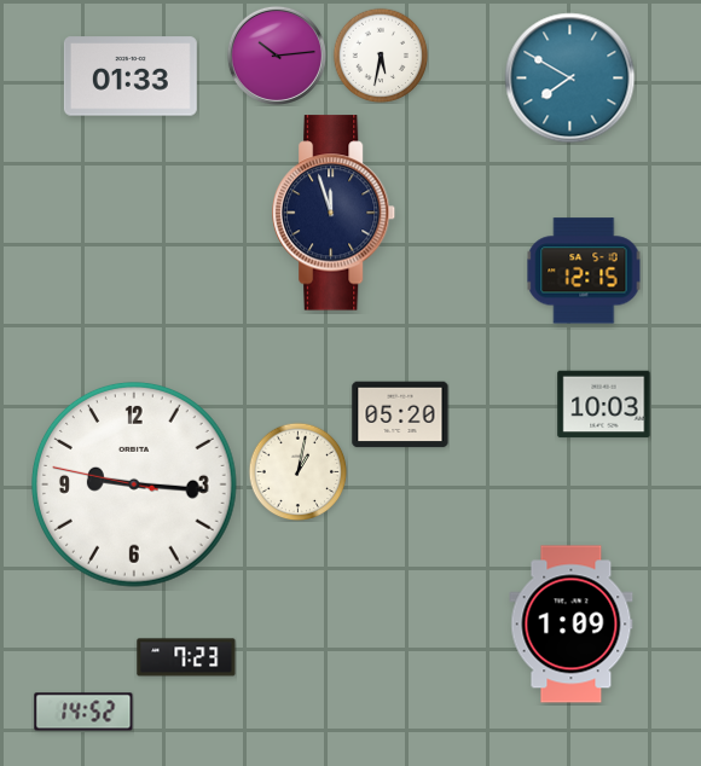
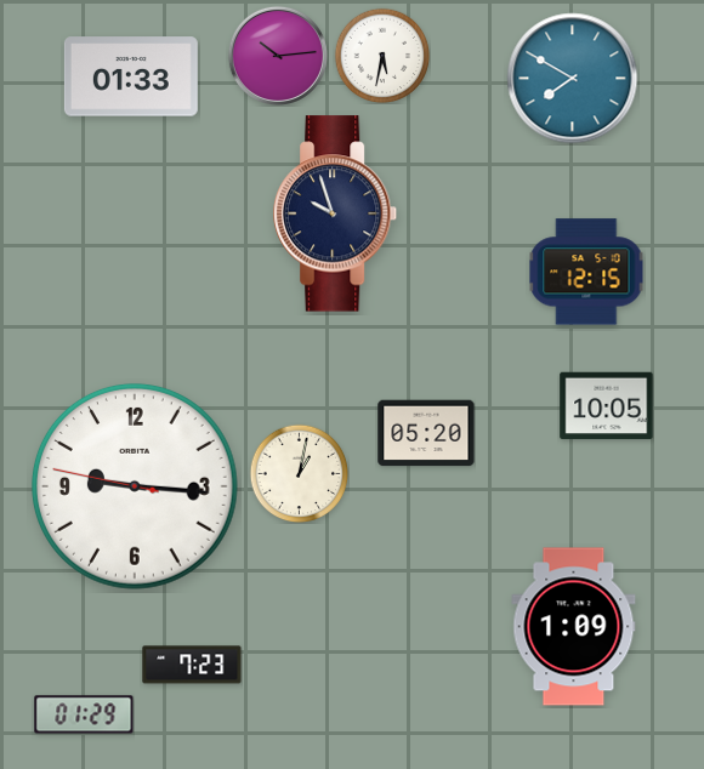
clock at (334, 213): 11:57 -> 9:57
clock at (604, 405): 10:03 -> 10:05
clock at (400, 414) position: (400, 414) -> (426, 433)
clock at (186, 657) position: (186, 657) -> (192, 665)
clock at (83, 712): 14:52 -> 01:29
